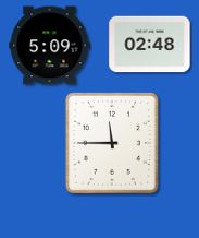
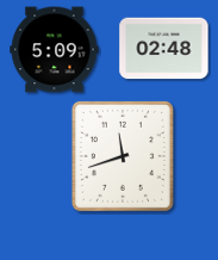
clock at (112, 143): 11:45 -> 11:42
